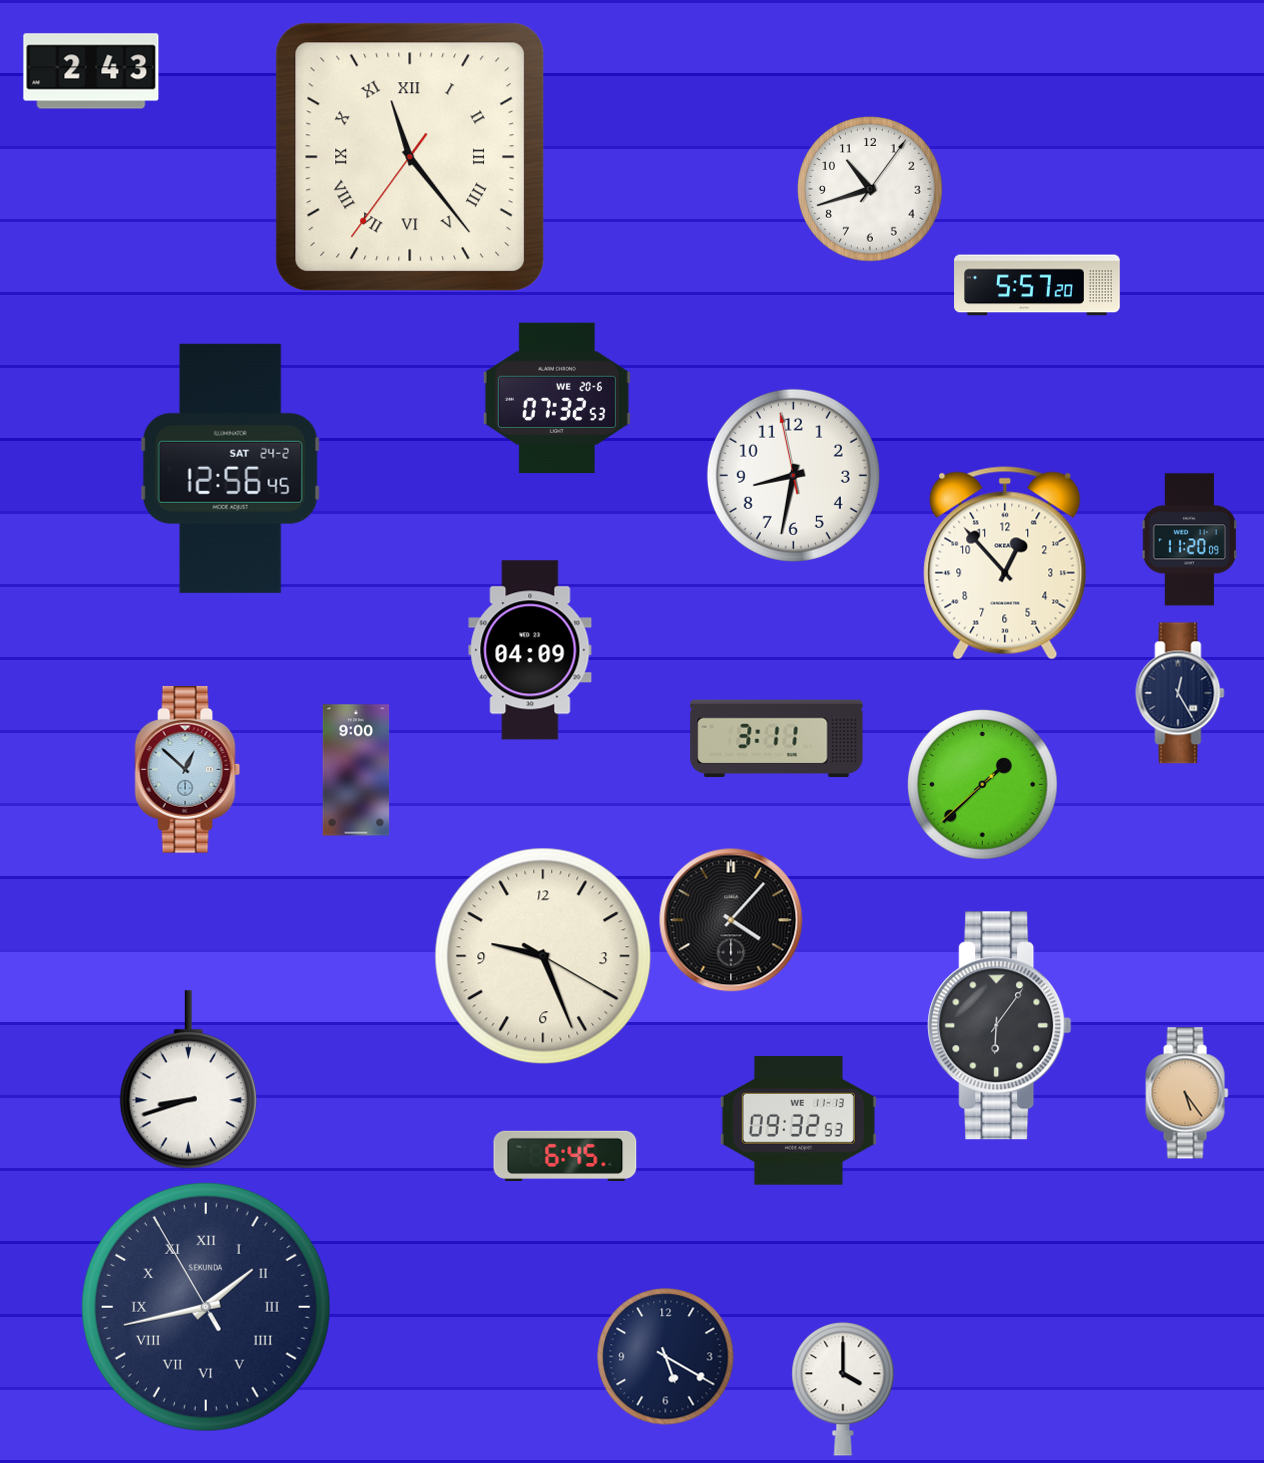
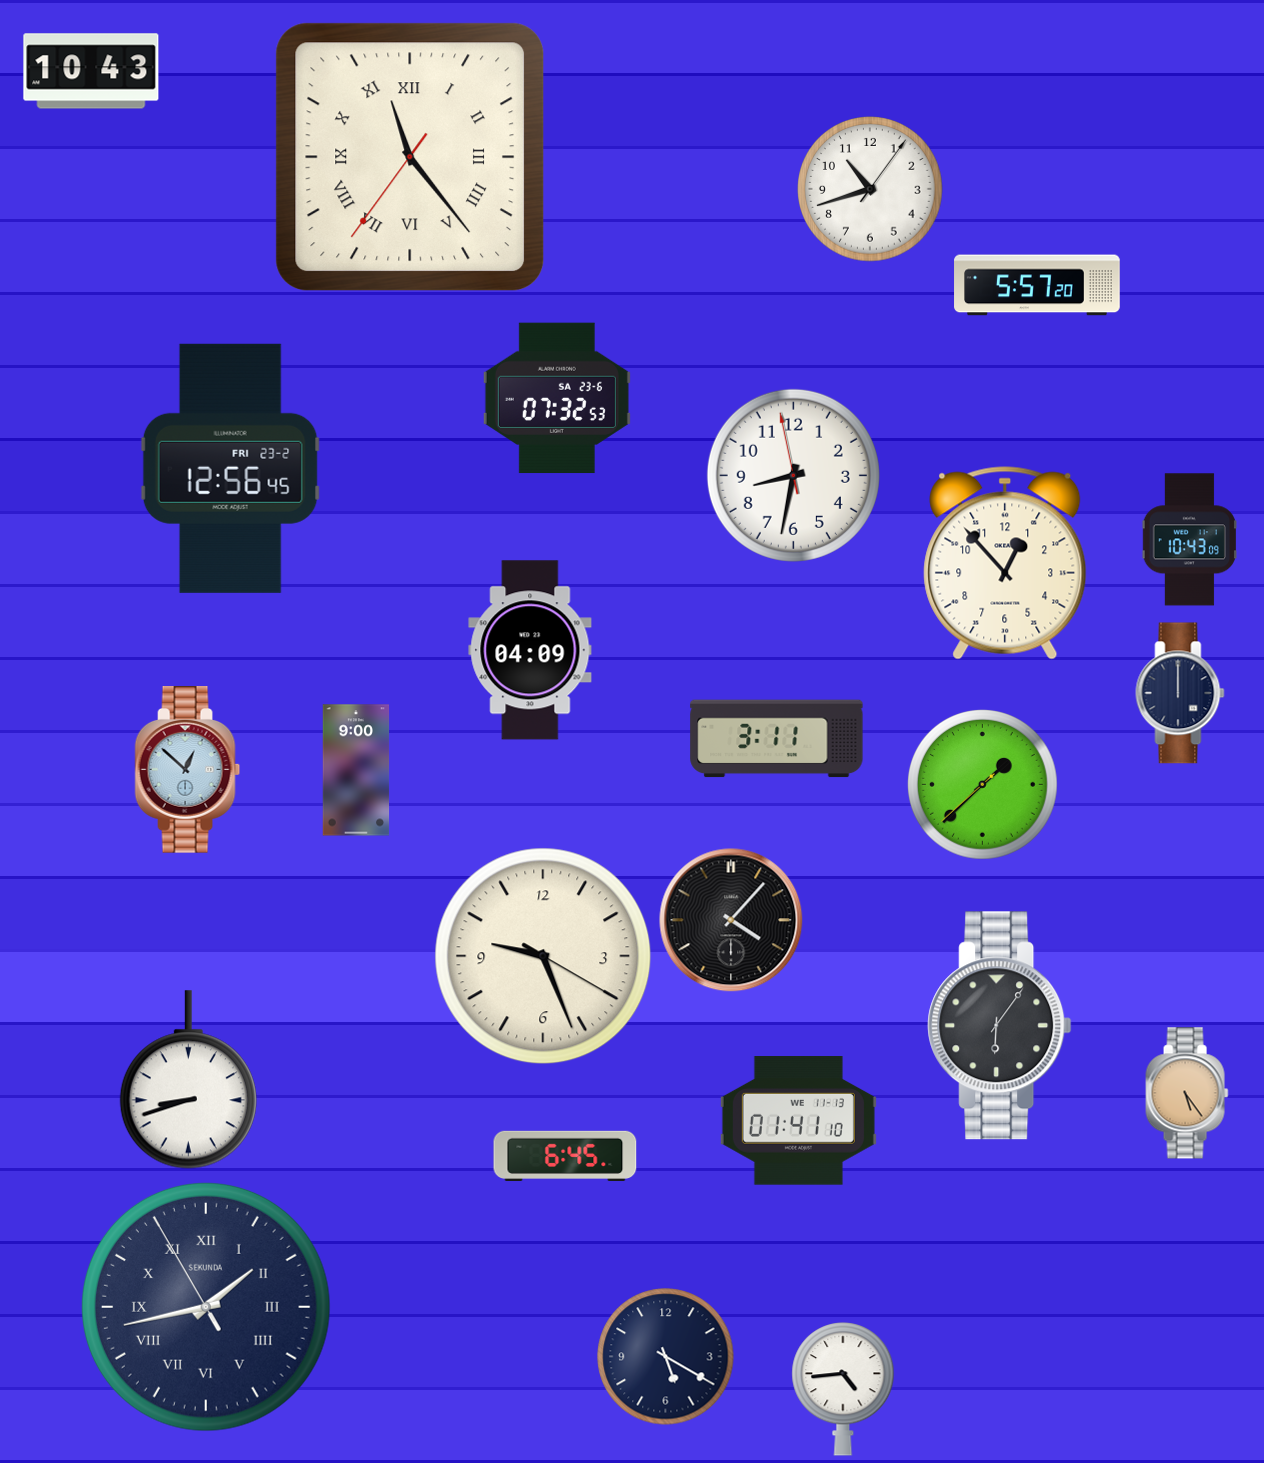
clock at (91, 71): 2:43 -> 10:43
clock at (557, 398) date: WE 20-6 -> SA 23-6
clock at (230, 468) date: SAT 24-2 -> FRI 23-2
clock at (1189, 540): 11:20 -> 10:43
clock at (1180, 693): 12:25 -> 12:00
clock at (798, 1121): 09:32 -> 01:41
clock at (843, 1389): 4:00 -> 4:44
